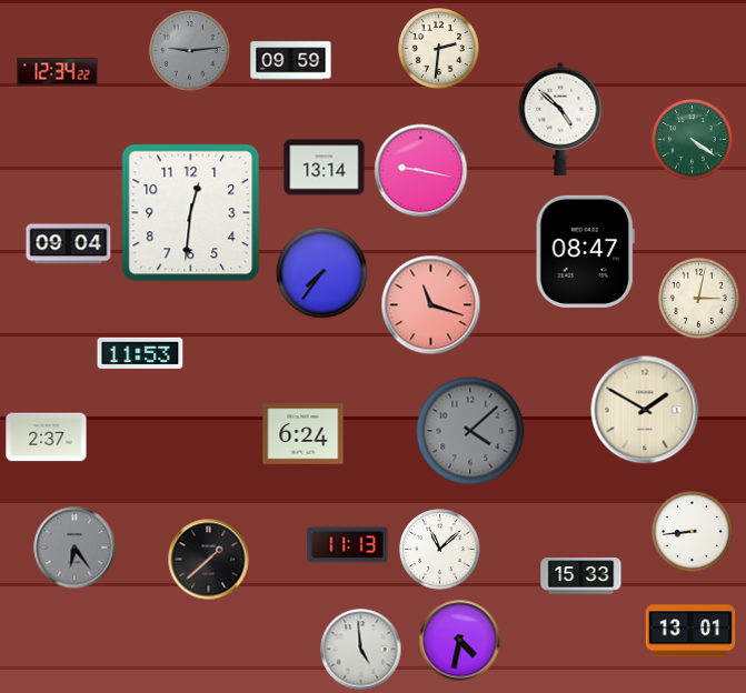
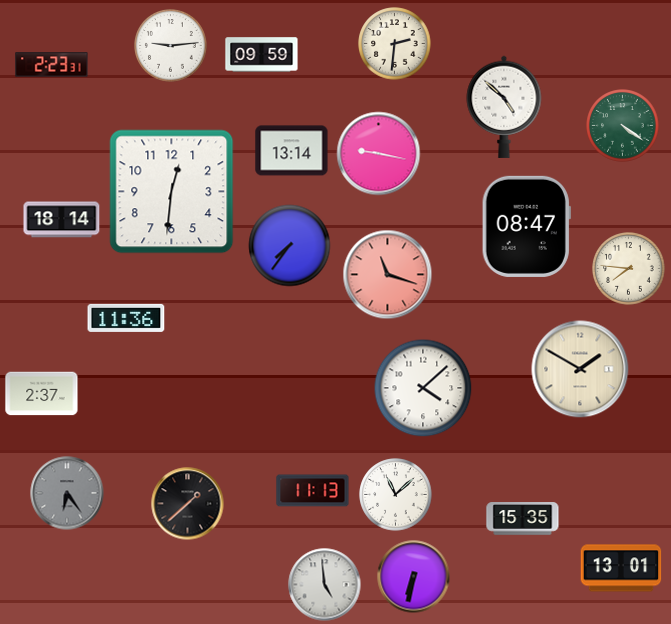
clock at (190, 51) dial: grey -> white
clock at (58, 72): 12:34 -> 2:23
clock at (69, 244): 09:04 -> 18:14
clock at (699, 299): 3:02 -> 7:46
clock at (140, 353): 11:53 -> 11:36
clock at (470, 431) dial: grey -> white
clock at (304, 434): 6:24 -> none
clock at (693, 532): 8:44 -> none
clock at (581, 576): 15:33 -> 15:35
clock at (460, 641): 4:32 -> 6:32
